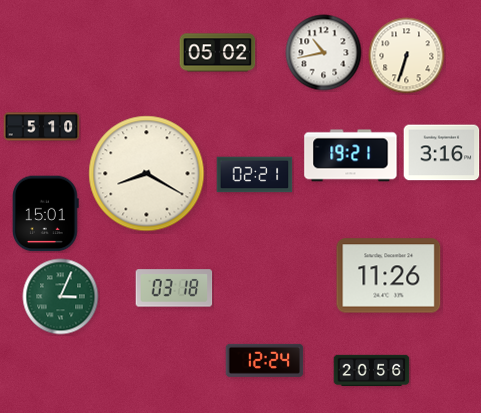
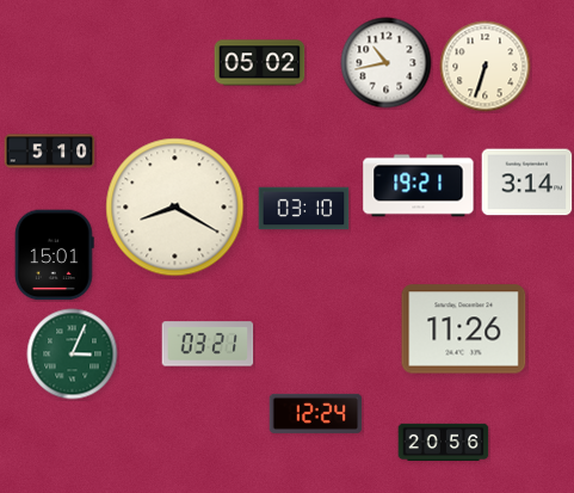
clock at (442, 153): 3:16 -> 3:14
clock at (255, 175): 02:21 -> 03:10
clock at (174, 288): 03:18 -> 03:21
clock at (265, 360) position: (265, 360) -> (316, 413)
